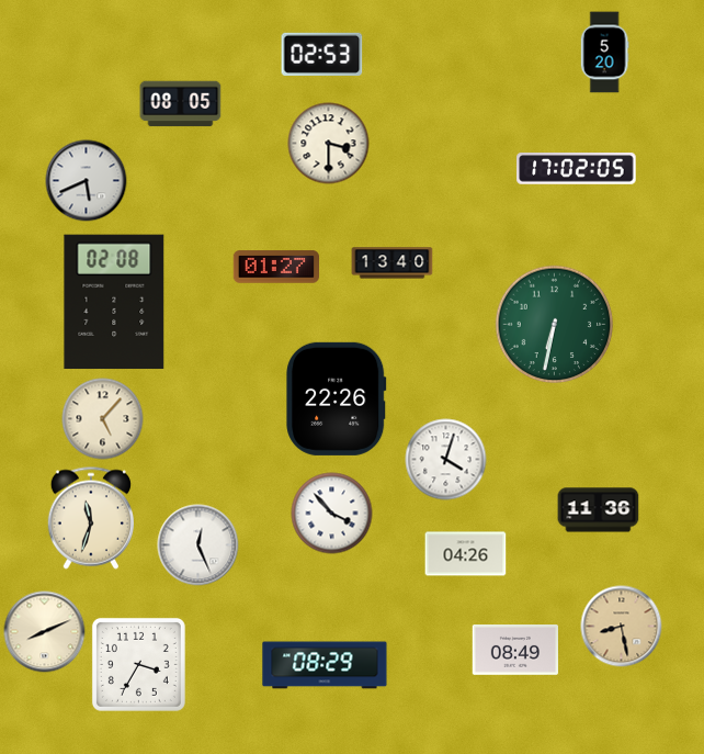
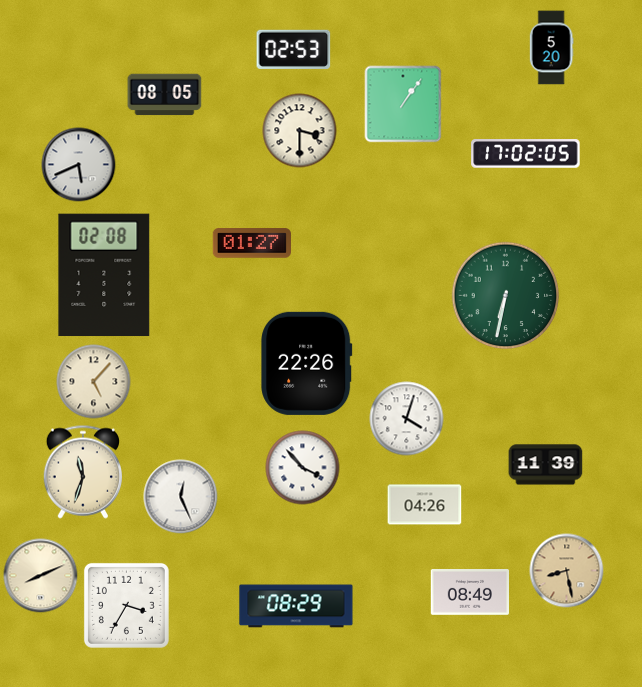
clock at (403, 104): none -> 1:06
clock at (393, 263): 13:40 -> none
clock at (599, 510): 11:36 -> 11:39
